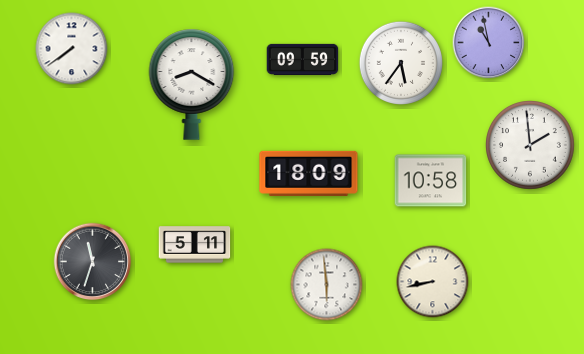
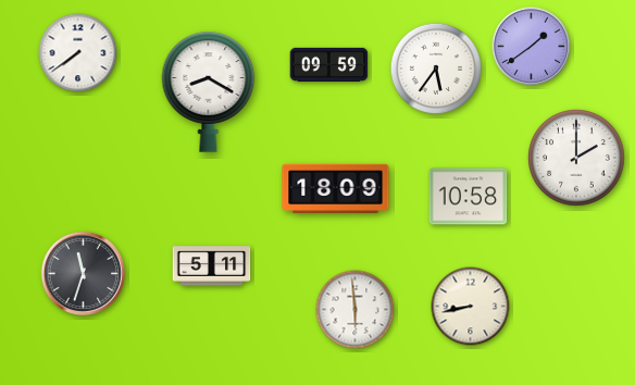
clock at (489, 43): 10:58 -> 1:39
clock at (531, 146): 1:59 -> 2:00
clock at (93, 262) position: (93, 262) -> (84, 274)
